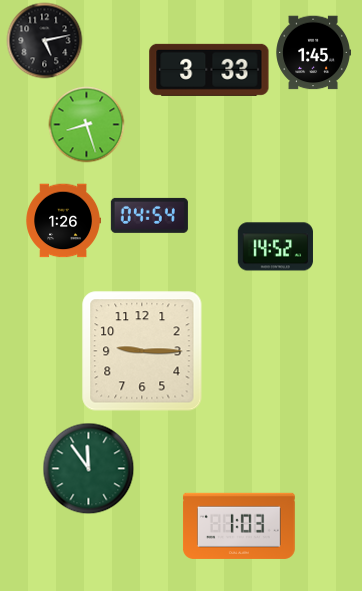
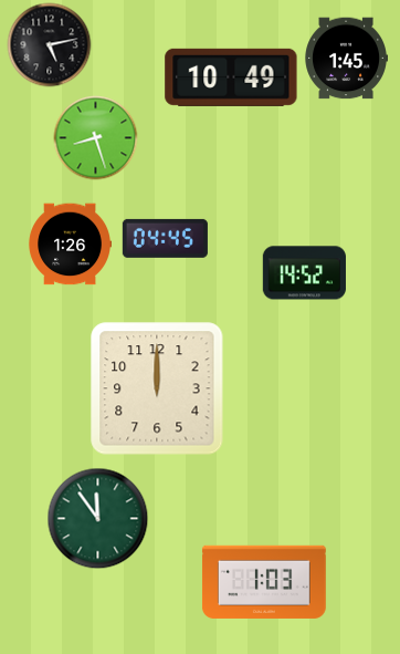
clock at (209, 70): 3:33 -> 10:49
clock at (149, 215): 04:54 -> 04:45
clock at (142, 351): 9:15 -> 12:00
